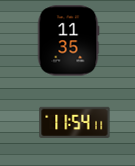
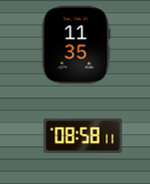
clock at (75, 122): 11:54 -> 08:58
